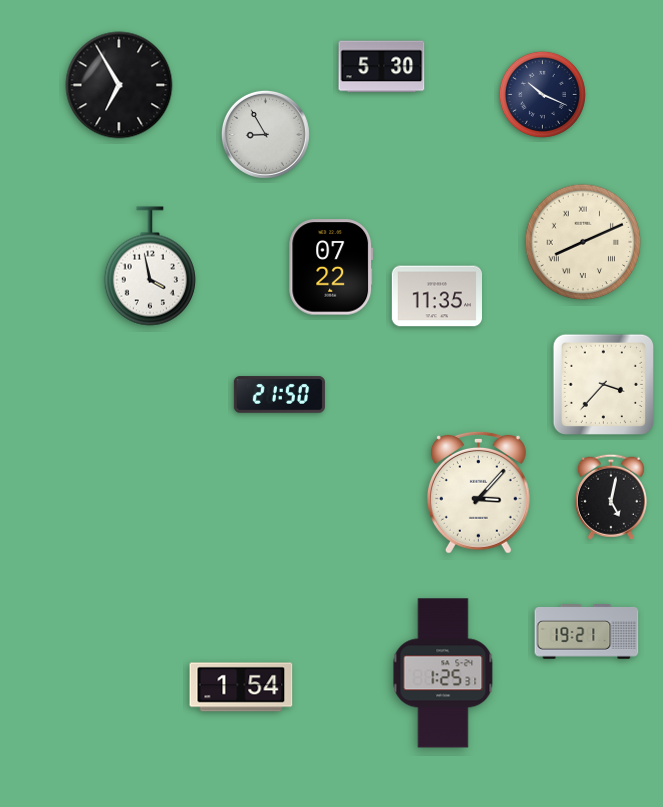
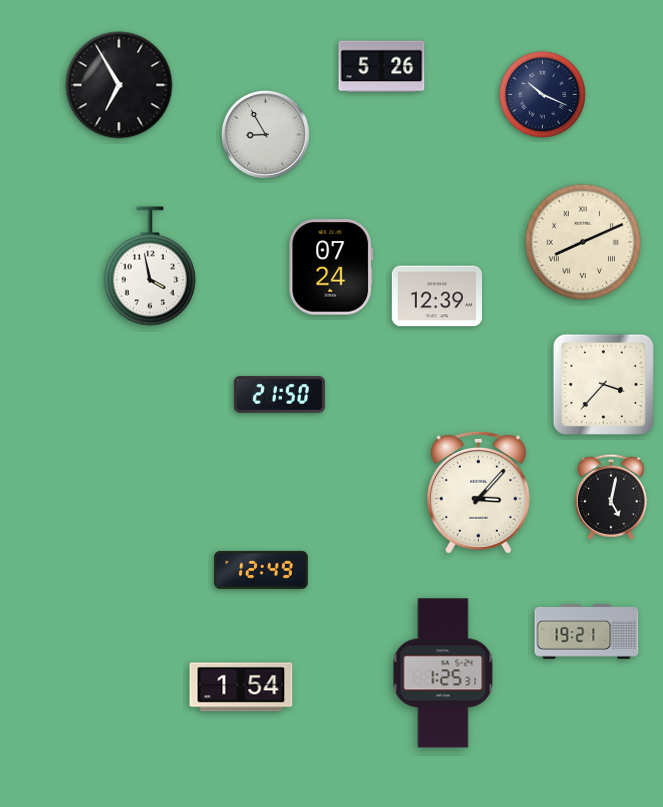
clock at (382, 67): 5:30 -> 5:26
clock at (331, 267): 07:22 -> 07:24
clock at (436, 296): 11:35 -> 12:39
clock at (261, 570): none -> 12:49
